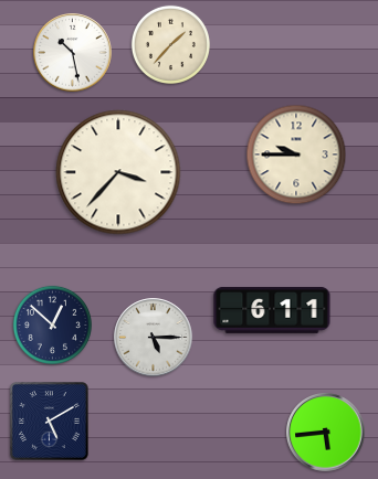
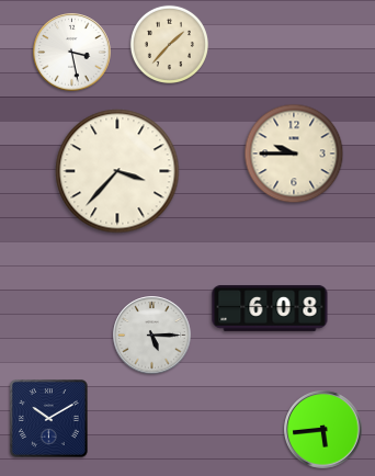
clock at (73, 53): 10:28 -> 3:28
clock at (272, 310): 6:11 -> 6:08
clock at (52, 324): 12:52 -> none
clock at (50, 422): 5:10 -> 10:10
